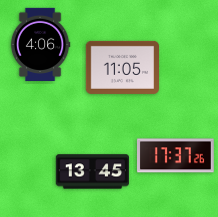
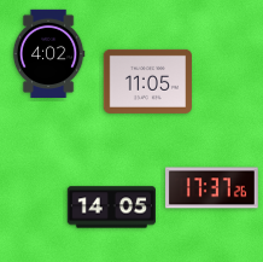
clock at (40, 44): 4:06 -> 4:02
clock at (92, 172): 13:45 -> 14:05
